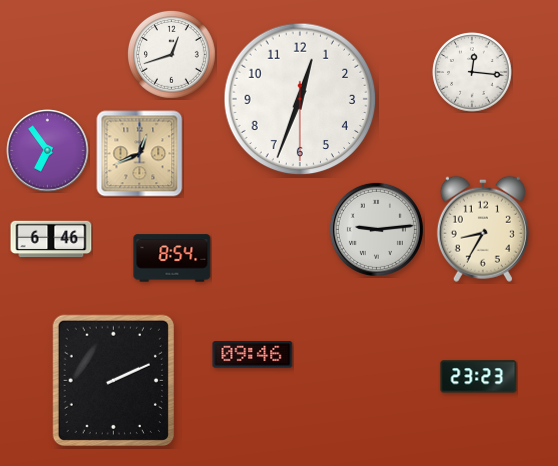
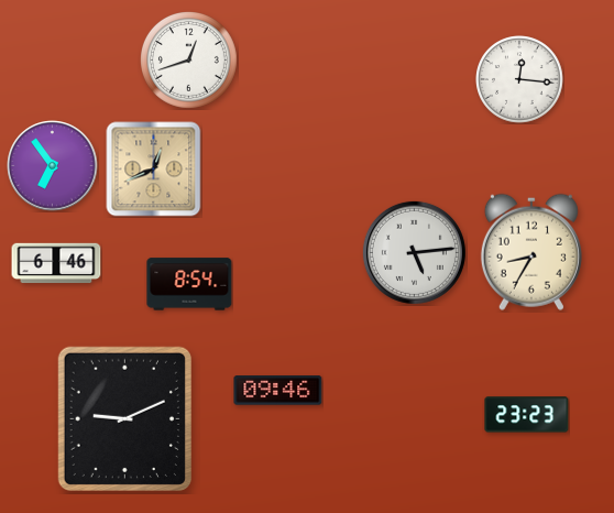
clock at (300, 99): 12:33 -> none
clock at (376, 229): 9:14 -> 5:14
clock at (113, 380): 2:11 -> 9:11
